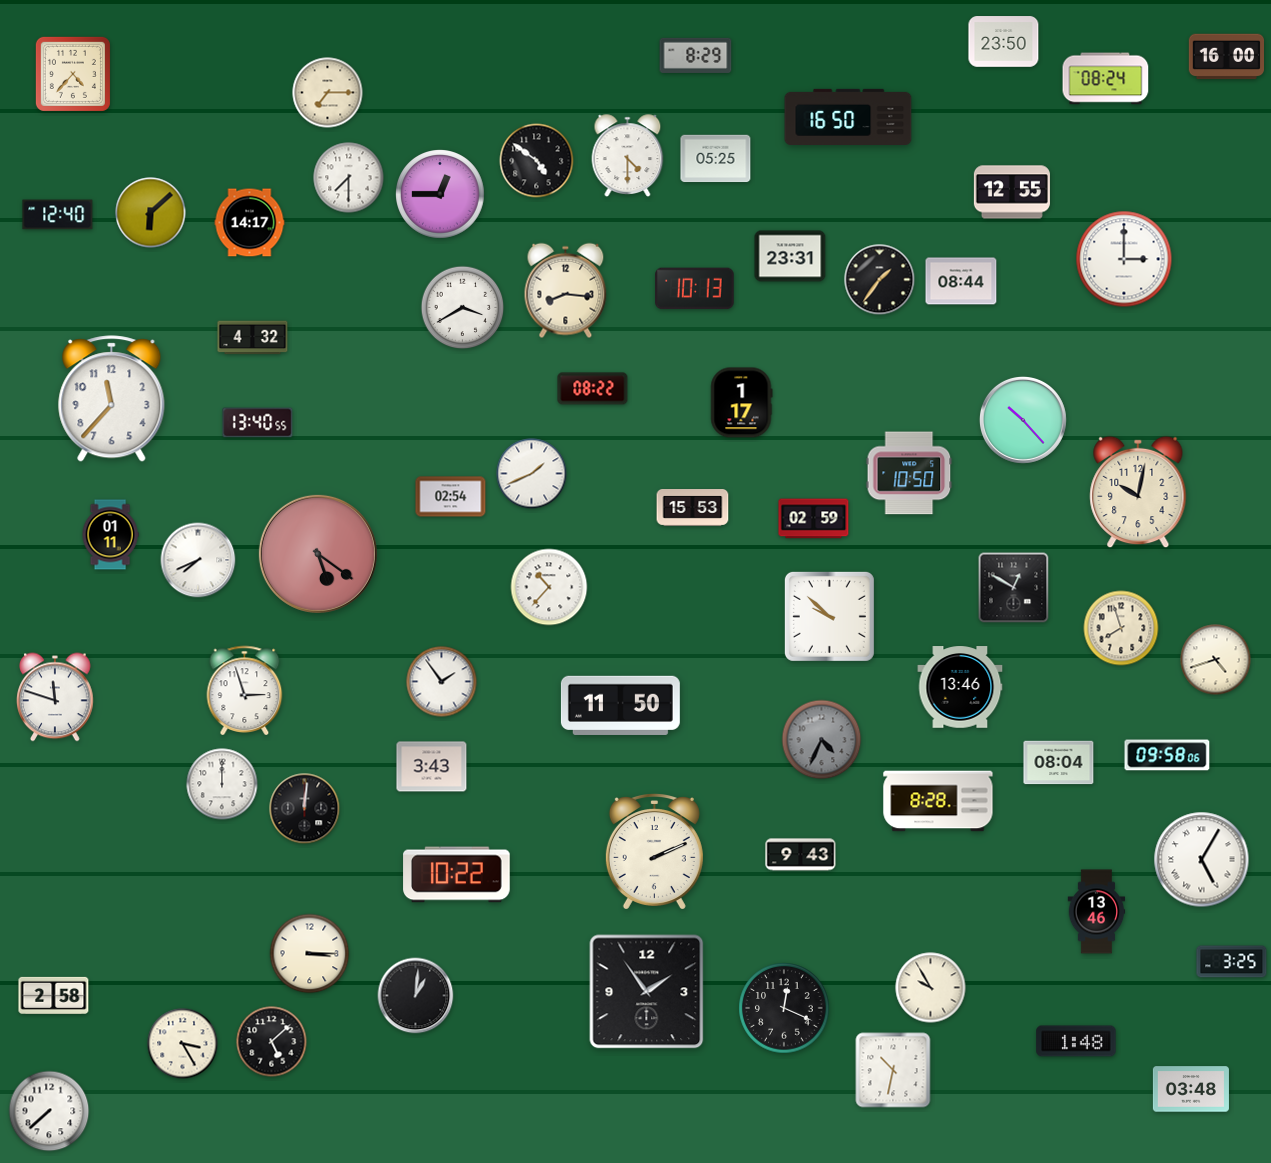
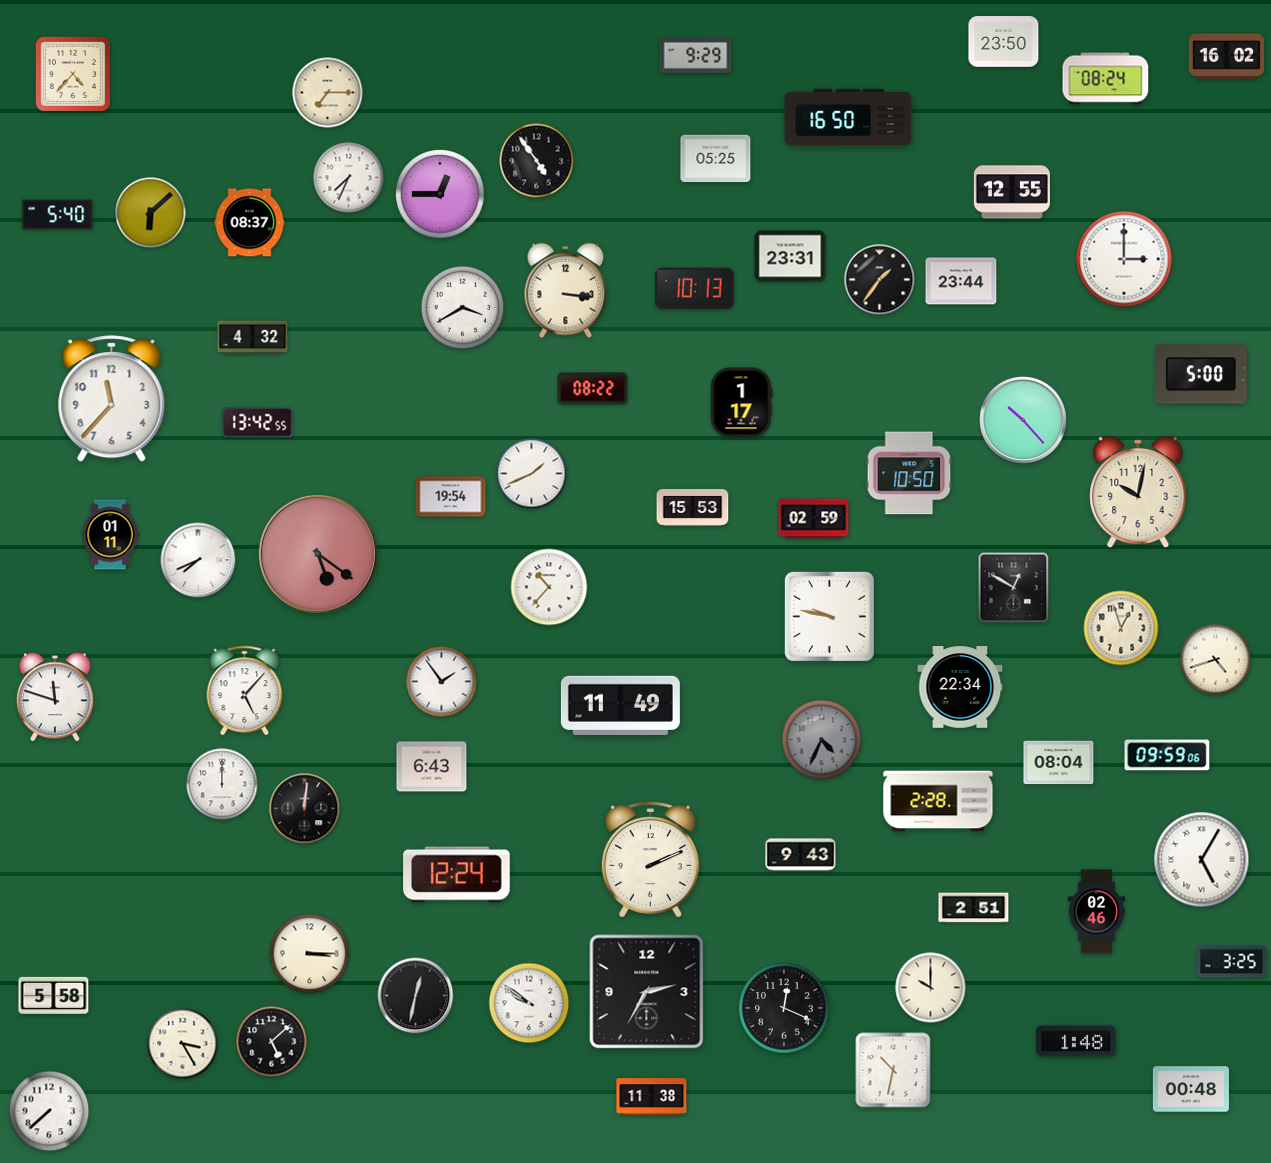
clock at (696, 55): 8:29 -> 9:29
clock at (1226, 57): 16:00 -> 16:02
clock at (628, 156): 4:30 -> none
clock at (537, 161): 4:51 -> 4:54
clock at (349, 178): 7:30 -> 7:34
clock at (58, 215): 12:40 -> 5:40
clock at (250, 223): 14:17 -> 08:37
clock at (961, 281): 08:44 -> 23:44
clock at (566, 291): 8:16 -> 3:16
clock at (1201, 374): none -> 5:00
clock at (258, 423): 13:40 -> 13:42
clock at (451, 497): 02:54 -> 19:54
clock at (829, 616): 9:52 -> 9:47
clock at (1121, 628): 7:57 -> 12:57
clock at (960, 687): 13:46 -> 22:34
clock at (245, 690): 2:57 -> 5:07
clock at (620, 705): 11:50 -> 11:49
clock at (1167, 755): 09:58 -> 09:59
clock at (432, 767): 3:43 -> 6:43
clock at (938, 801): 8:28 -> 2:28
clock at (654, 852) position: (654, 852) -> (650, 860)
clock at (457, 875): 10:22 -> 12:24
clock at (974, 908): none -> 2:51
clock at (1097, 912): 13:46 -> 02:46
clock at (931, 988): 9:55 -> 10:00
clock at (647, 992): 1:54 -> 2:35
clock at (54, 995): 2:58 -> 5:58
clock at (416, 996): 1:01 -> 12:32
clock at (529, 1003): none -> 9:51
clock at (1191, 1089): 03:48 -> 00:48
clock at (652, 1097): none -> 11:38
